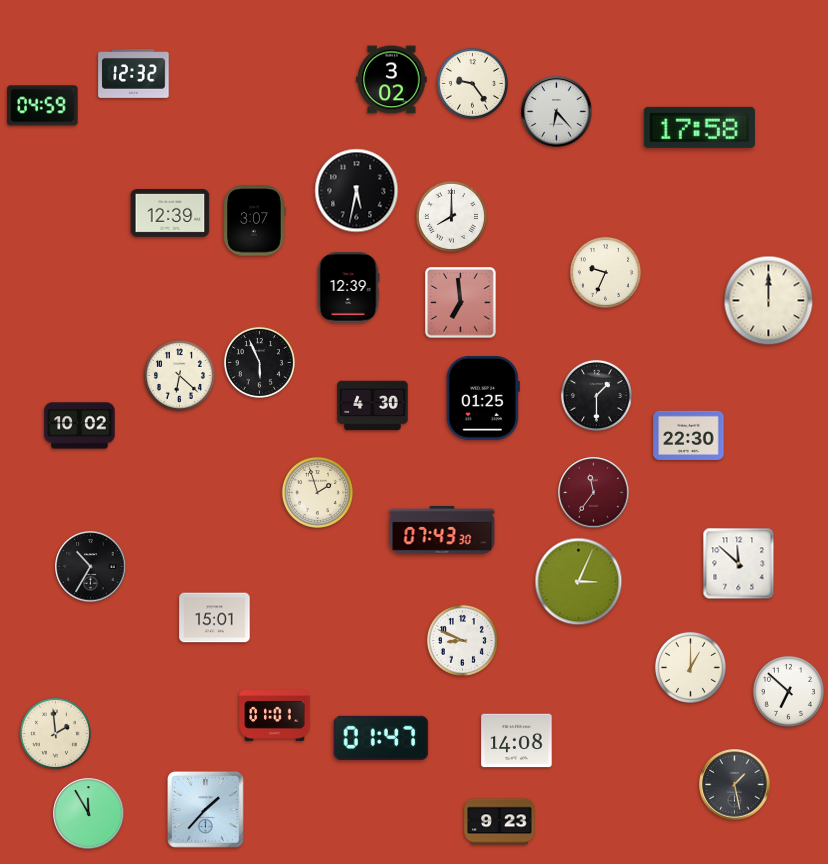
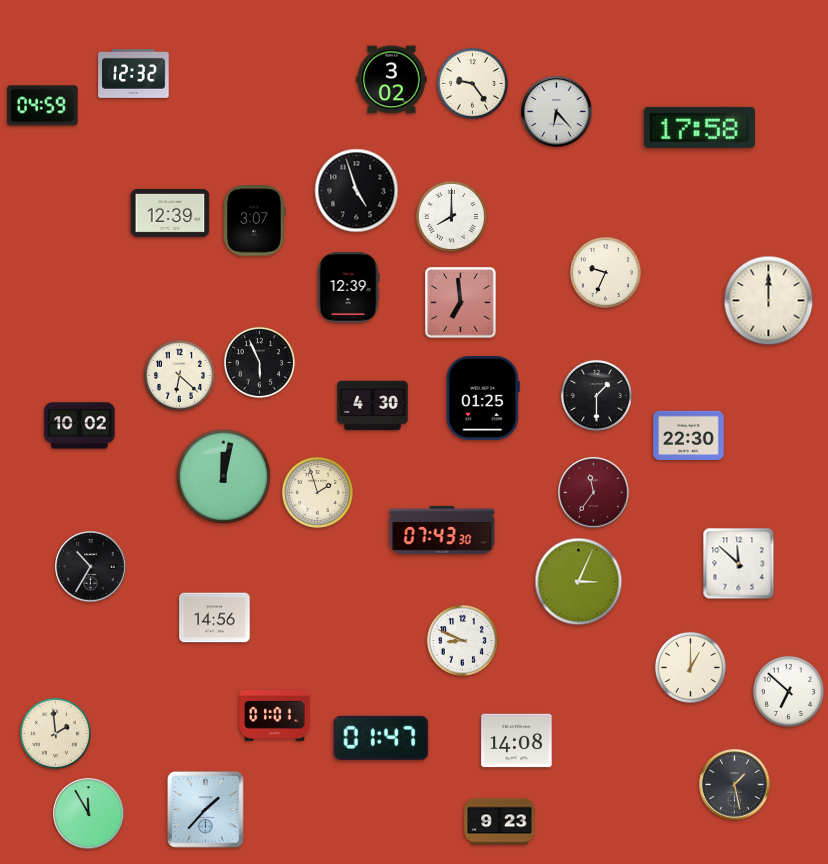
clock at (357, 191): 5:32 -> 4:57
clock at (224, 477): none -> 12:02
clock at (215, 618): 15:01 -> 14:56
